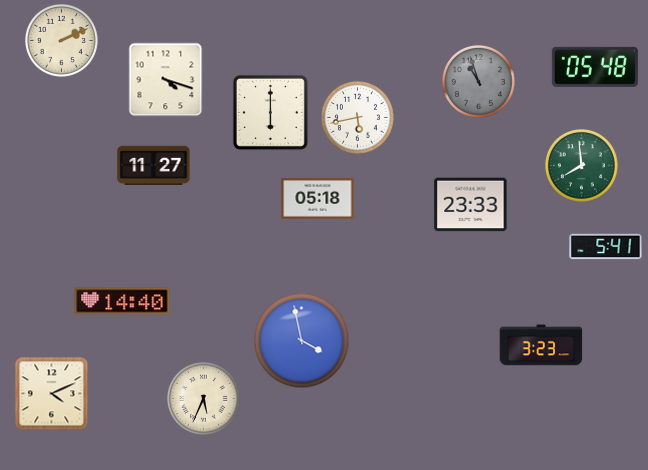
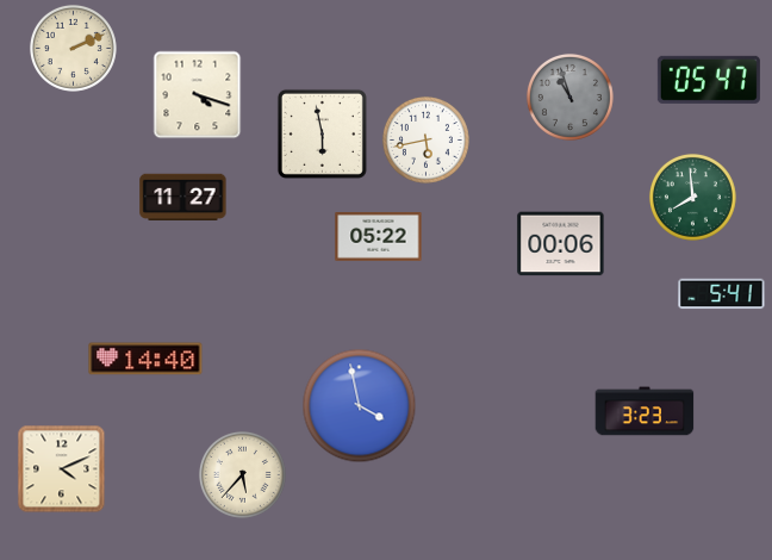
clock at (595, 67): 05:48 -> 05:47
clock at (270, 112): 6:00 -> 5:58
clock at (318, 199): 05:18 -> 05:22
clock at (471, 205): 23:33 -> 00:06
clock at (203, 398): 5:34 -> 5:37
